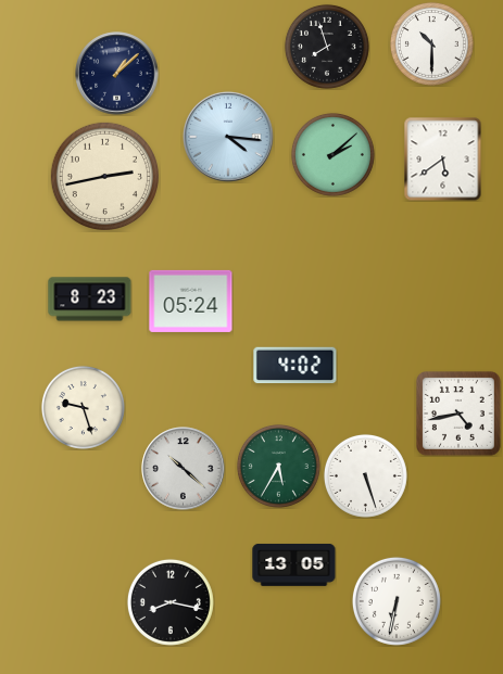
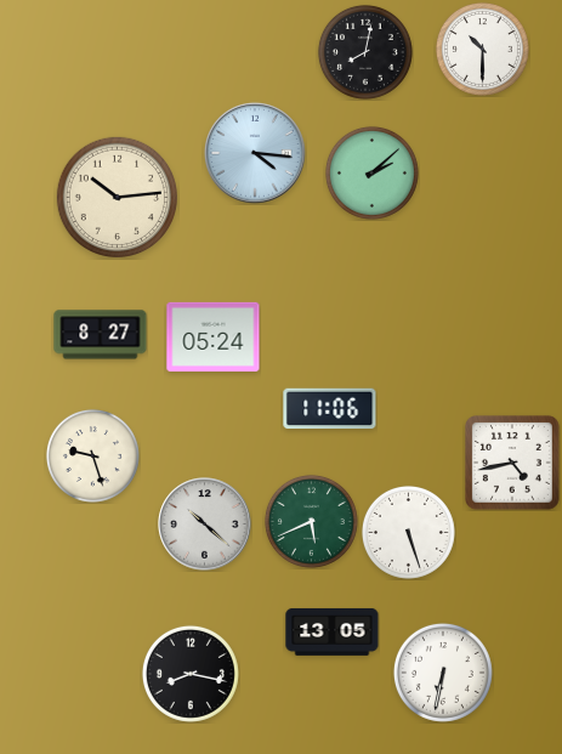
clock at (327, 47): 7:57 -> 8:02
clock at (117, 74): 1:08 -> none
clock at (443, 158): 5:39 -> none
clock at (104, 176): 2:43 -> 10:14
clock at (90, 300): 8:23 -> 8:27
clock at (295, 366): 4:02 -> 11:06
clock at (278, 466): 5:35 -> 5:41
clock at (294, 564) position: (294, 564) -> (333, 631)
